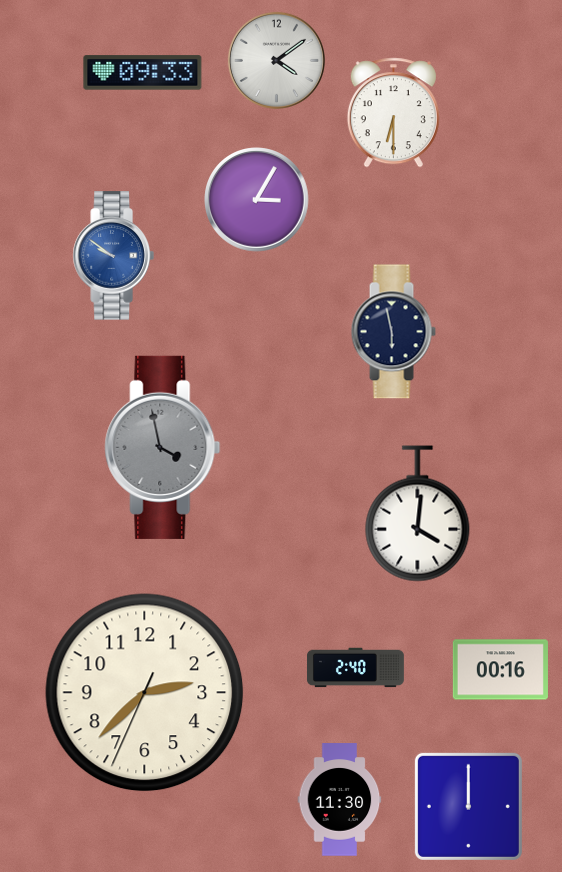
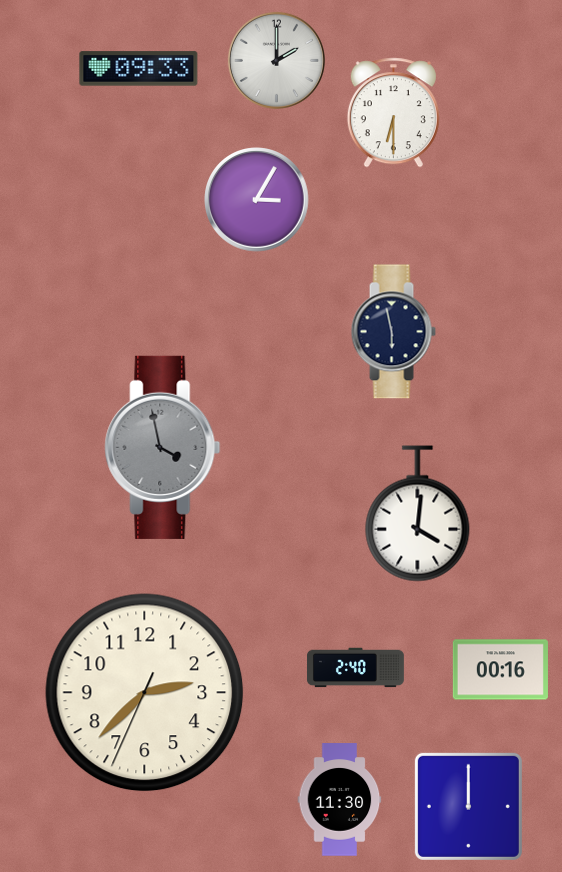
clock at (276, 60): 4:09 -> 2:00
clock at (143, 73) position: (143, 73) -> (139, 69)
clock at (113, 256): 9:51 -> none
